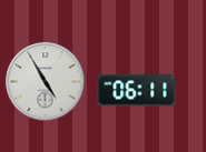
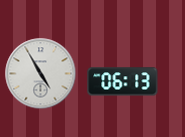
clock at (137, 91): 06:11 -> 06:13
